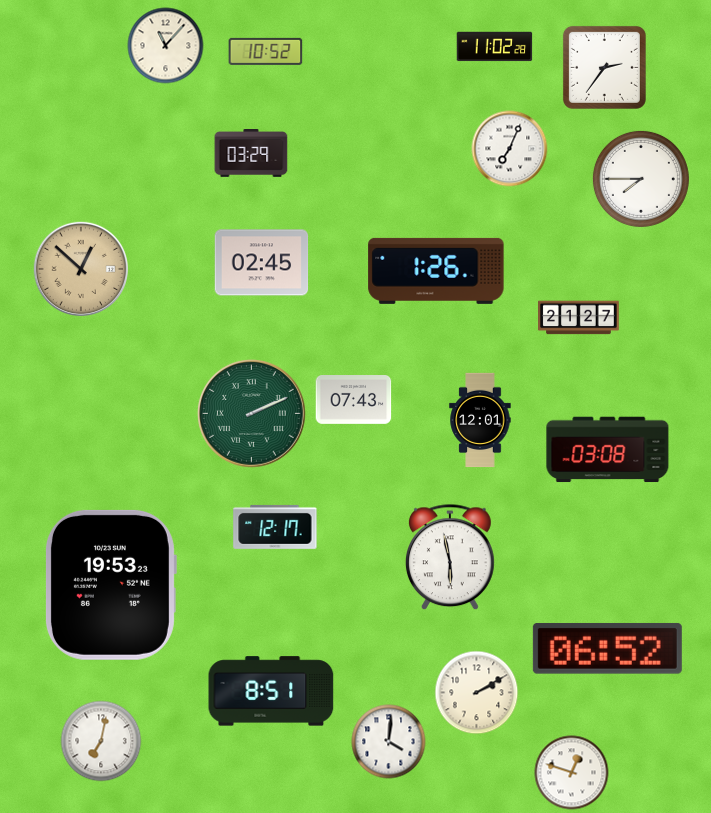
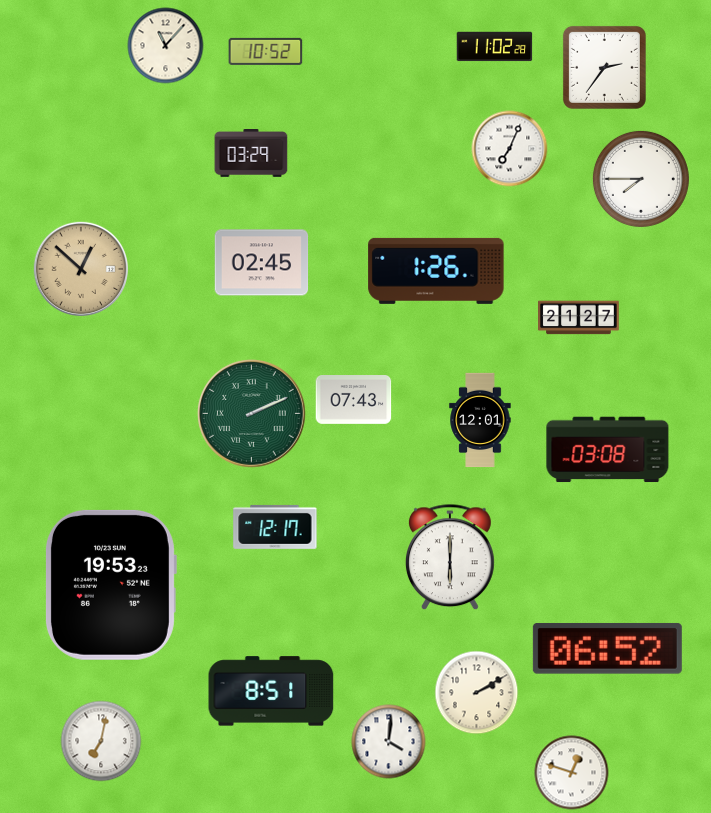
clock at (450, 558): 5:58 -> 6:00
